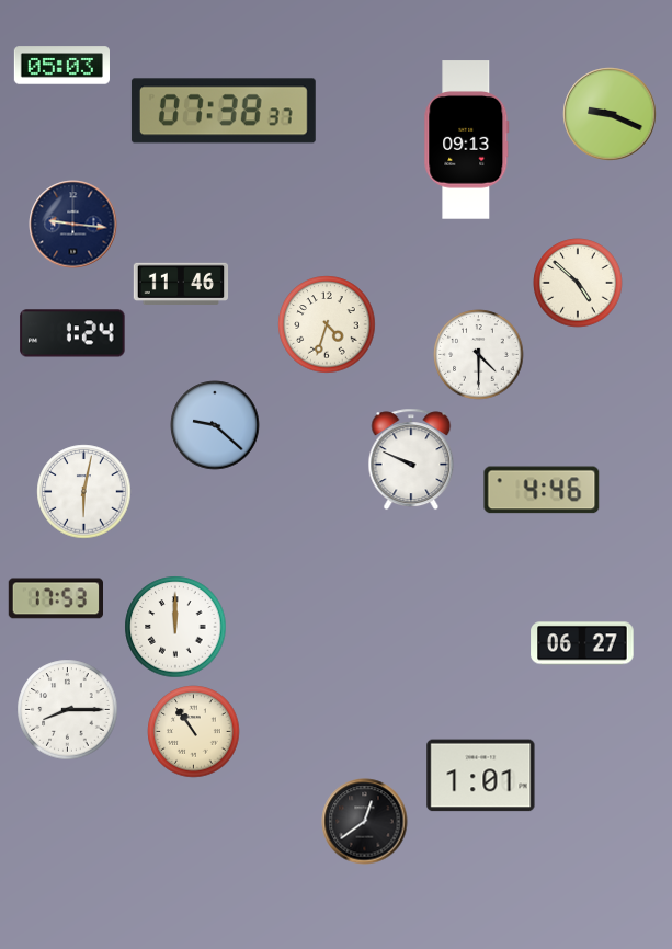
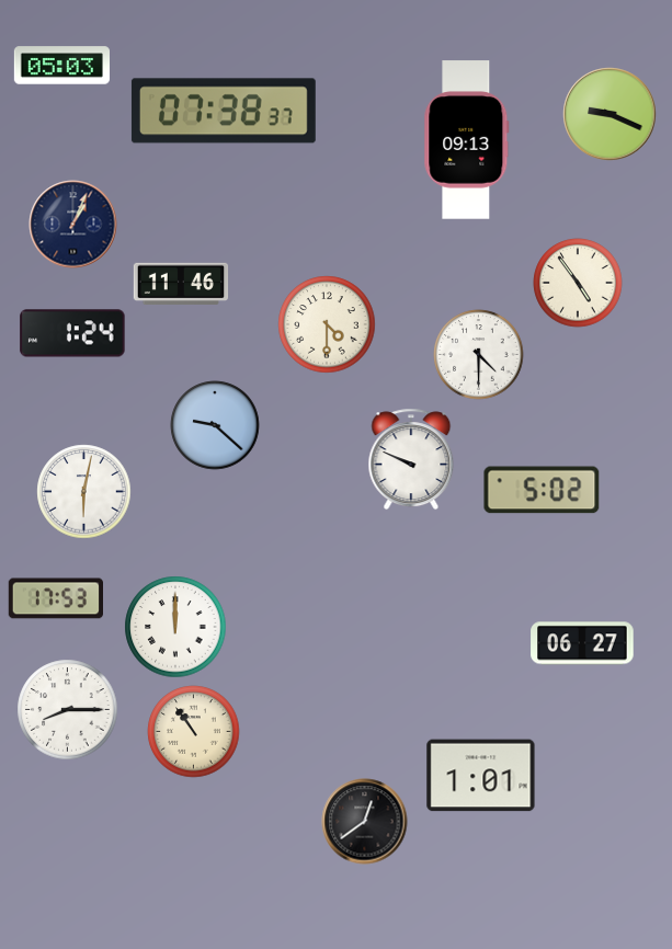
clock at (73, 225): 9:16 -> 1:04
clock at (578, 283): 4:52 -> 4:54
clock at (327, 324): 4:33 -> 4:30
clock at (542, 490): 4:46 -> 5:02
